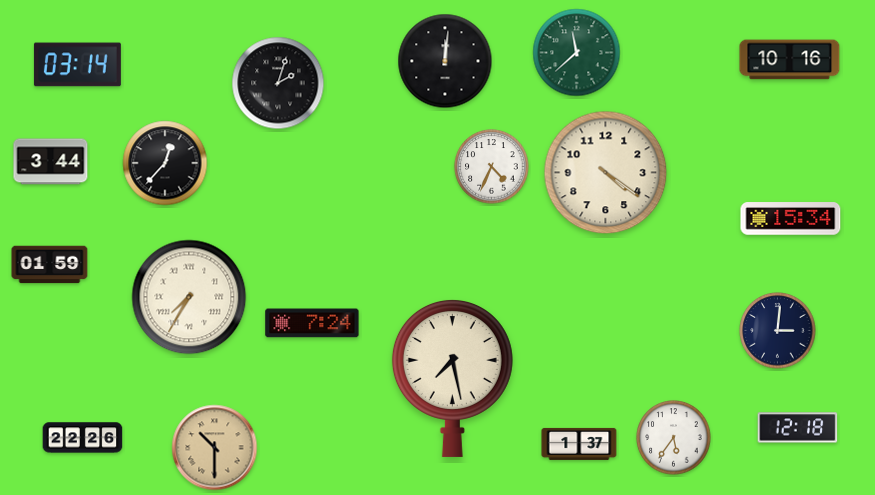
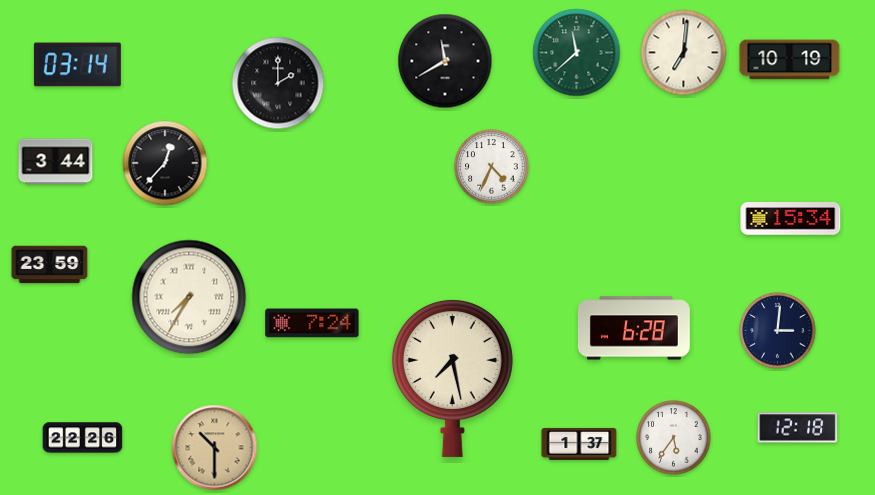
clock at (684, 53): none -> 7:01
clock at (790, 60): 10:16 -> 10:19
clock at (445, 61): 12:01 -> 11:40
clock at (278, 83): 2:03 -> 2:00
clock at (51, 162) position: (51, 162) -> (56, 162)
clock at (606, 173): 4:21 -> none
clock at (50, 265): 01:59 -> 23:59
clock at (634, 328): none -> 6:28
